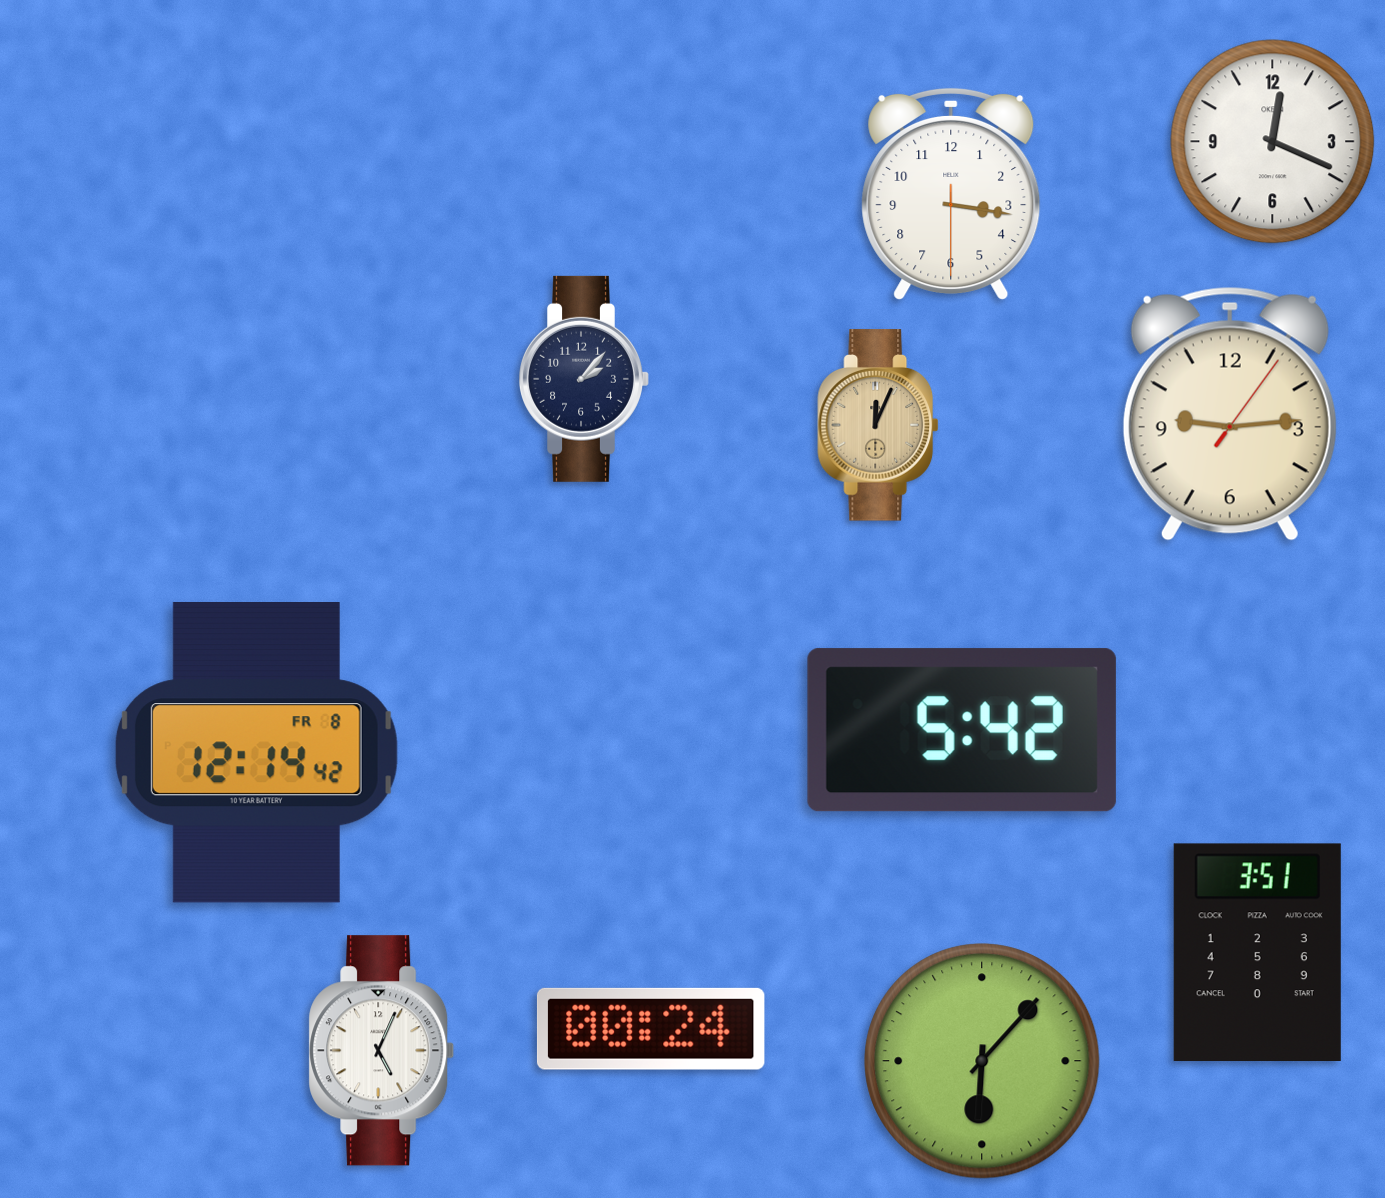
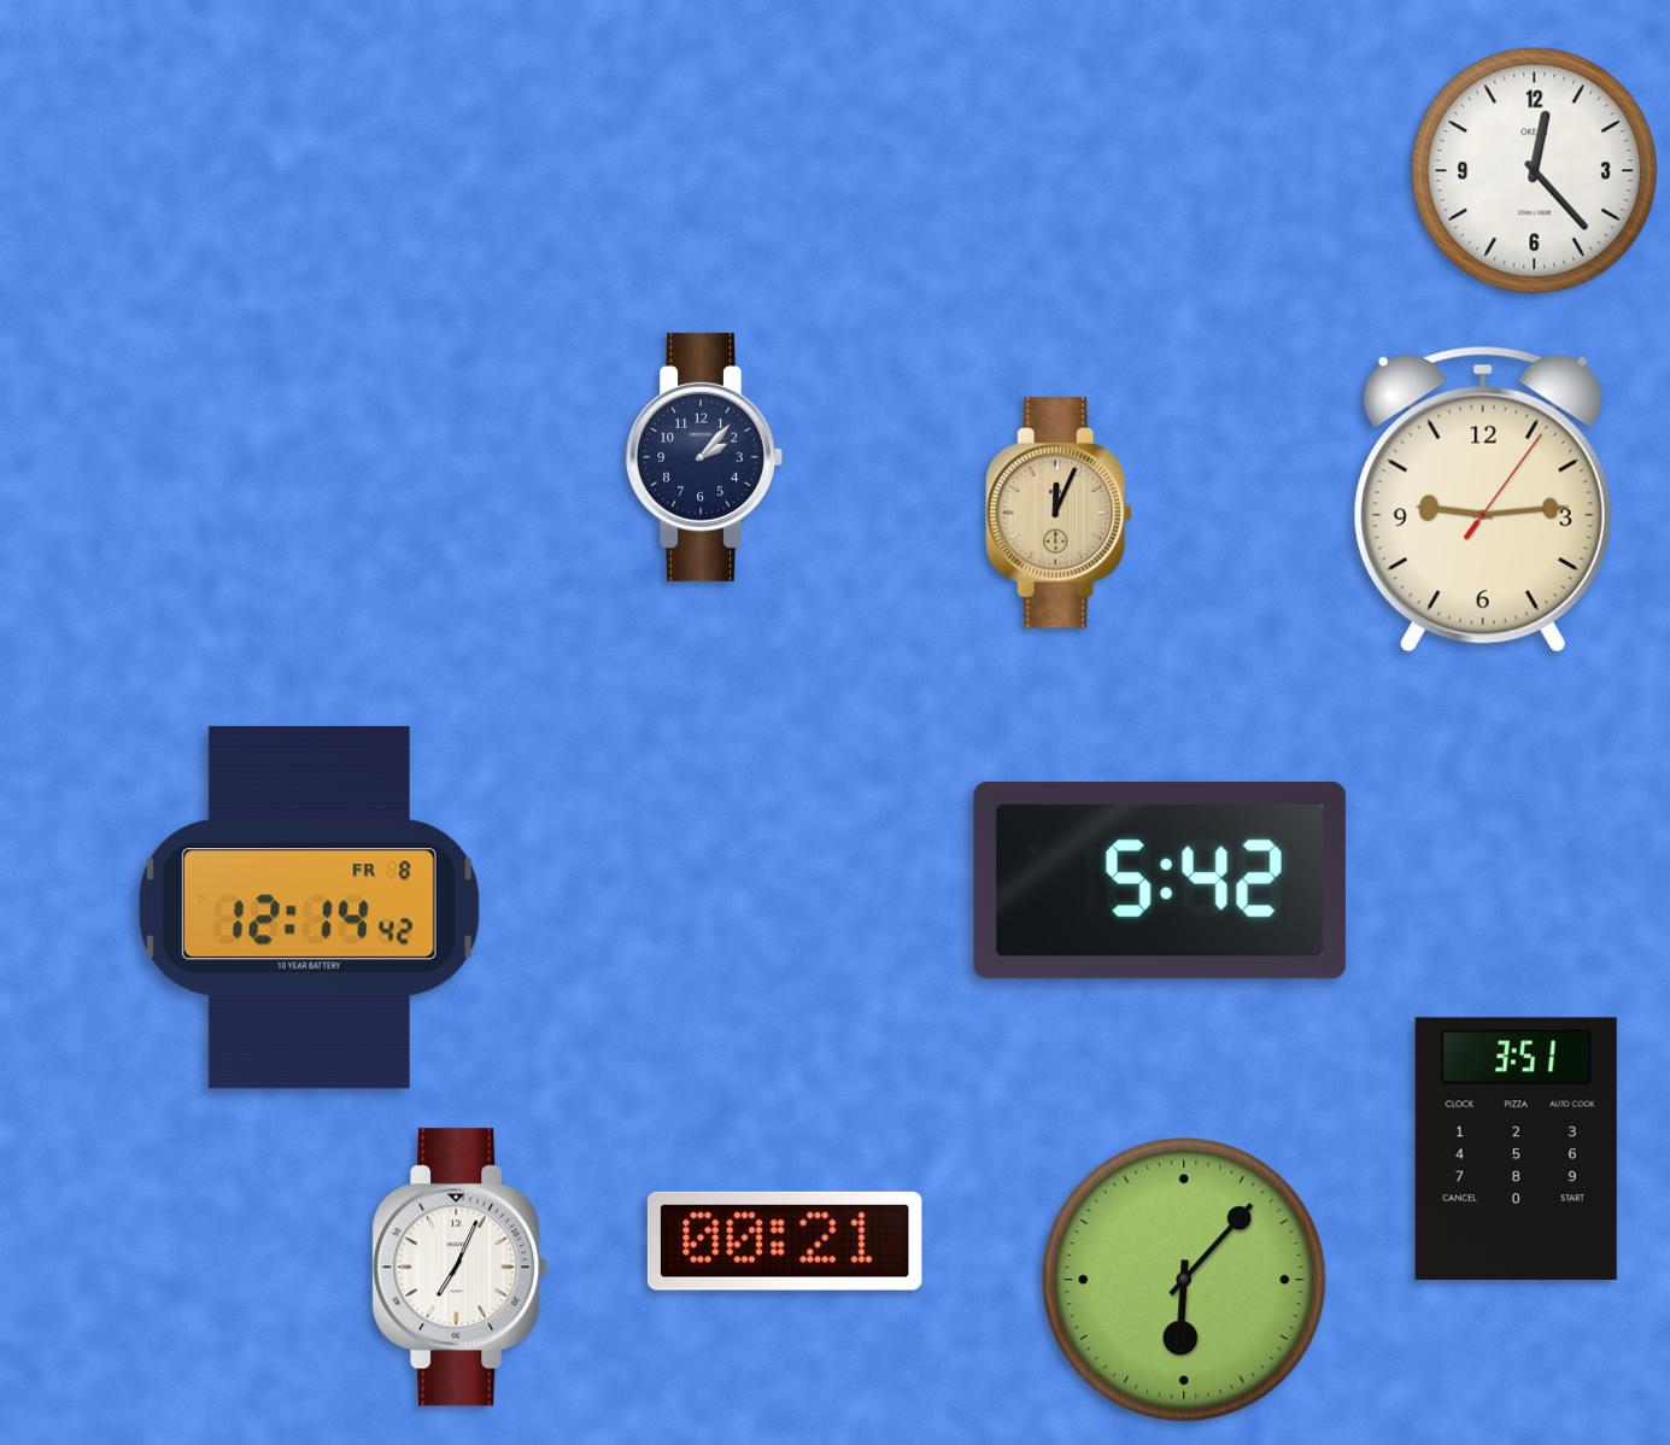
clock at (1273, 142): 12:19 -> 12:23
clock at (951, 194): 3:16 -> none
clock at (651, 1029): 00:24 -> 00:21
clock at (382, 1051): 5:04 -> 7:04
